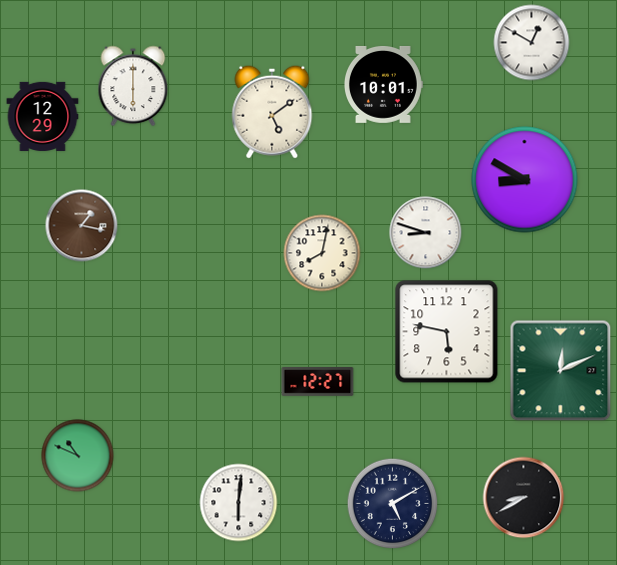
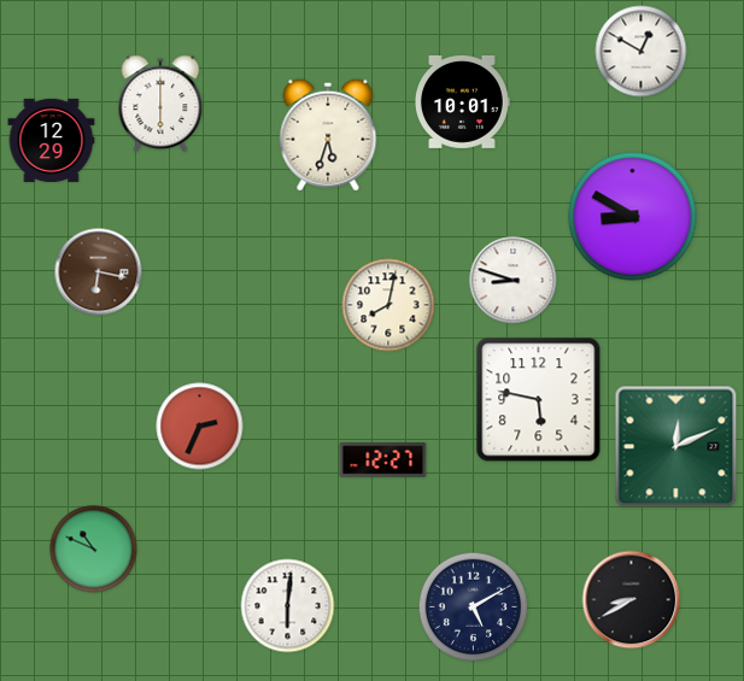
clock at (272, 112): 5:09 -> 5:33
clock at (82, 226): 1:17 -> 6:17
clock at (200, 427): none -> 2:34
